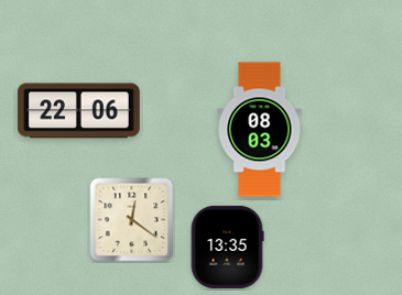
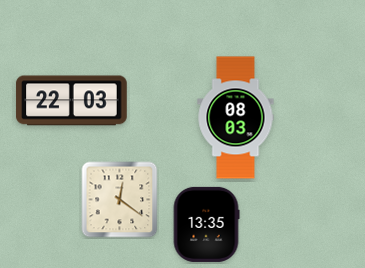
clock at (79, 111): 22:06 -> 22:03
